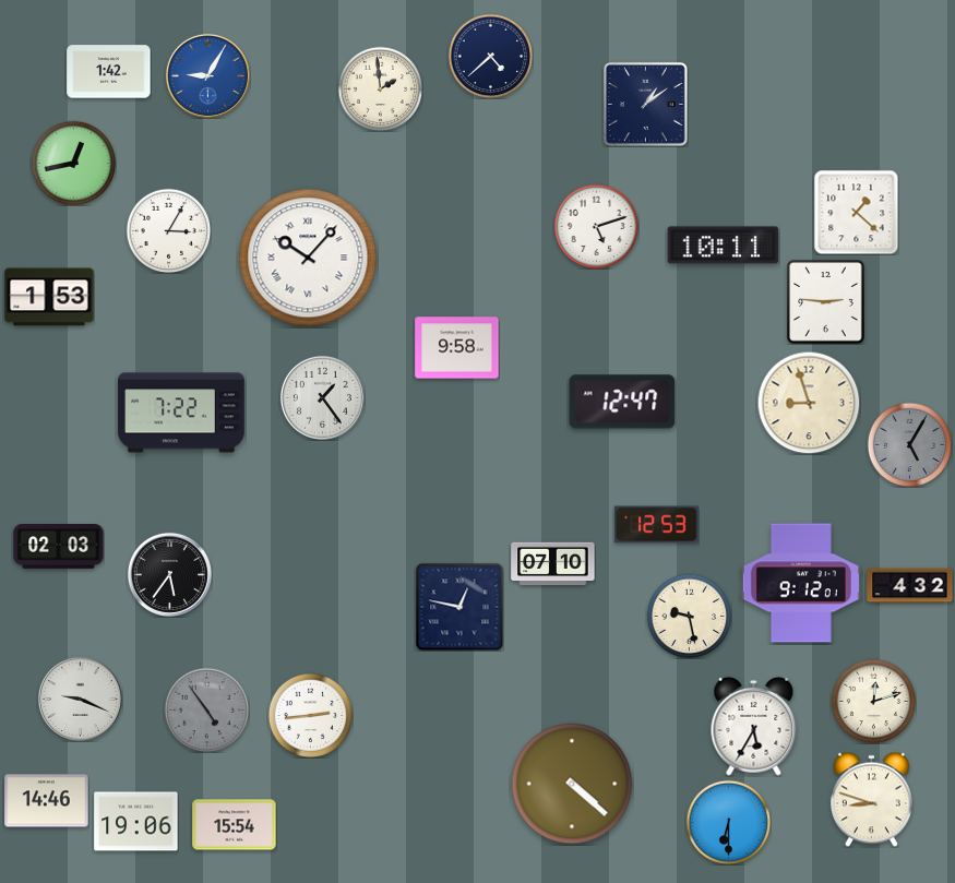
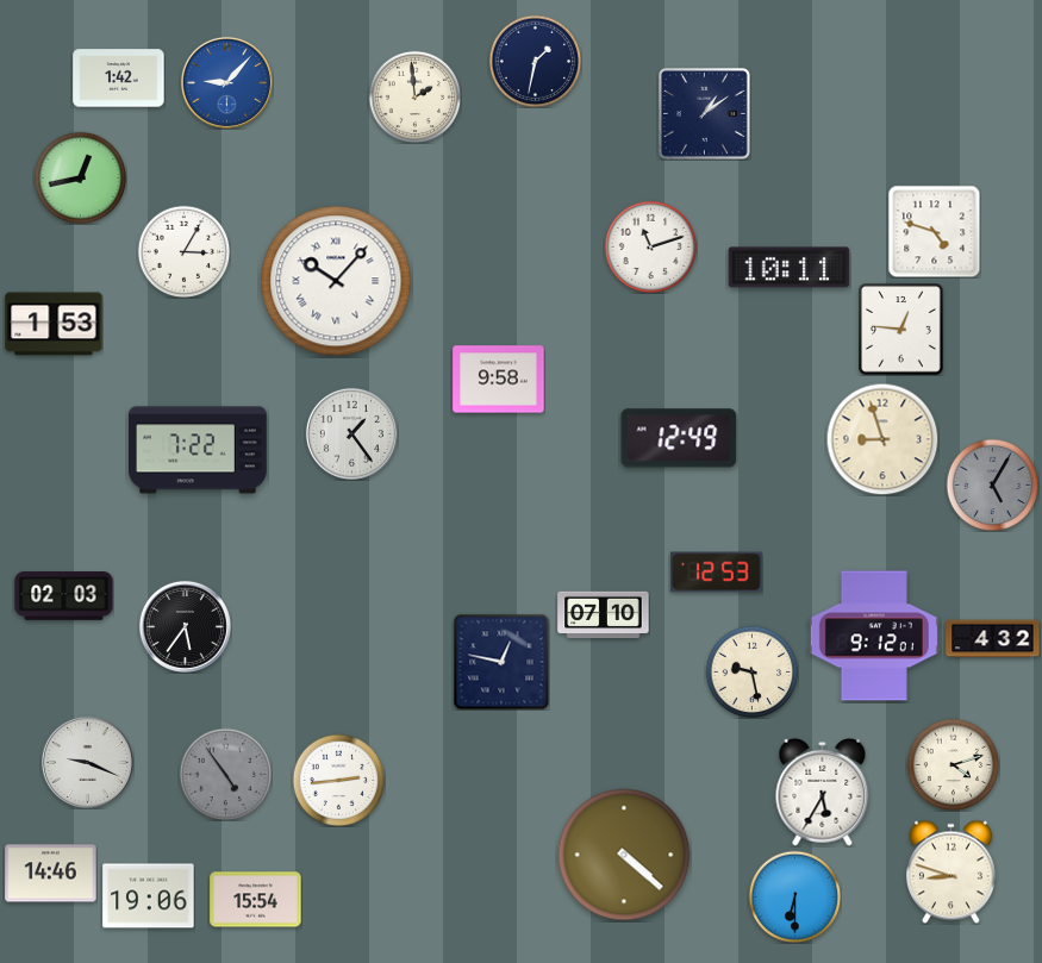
clock at (490, 56): 4:38 -> 1:32
clock at (207, 75): 9:05 -> 9:07
clock at (856, 212): 1:22 -> 4:48
clock at (596, 226): 5:12 -> 11:12
clock at (826, 302): 2:46 -> 12:46
clock at (622, 402): 12:47 -> 12:49
clock at (873, 701): 12:12 -> 4:12
